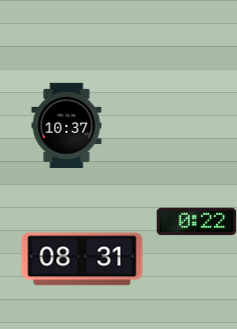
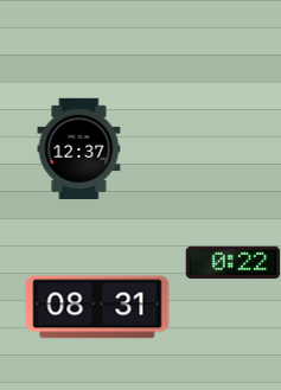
clock at (67, 125): 10:37 -> 12:37
